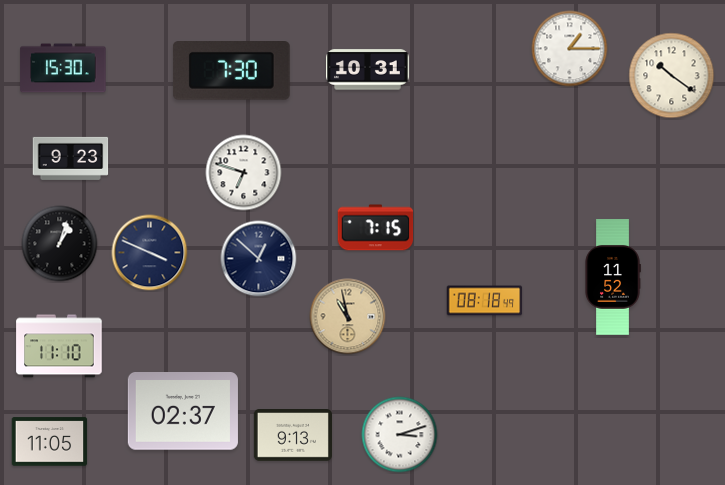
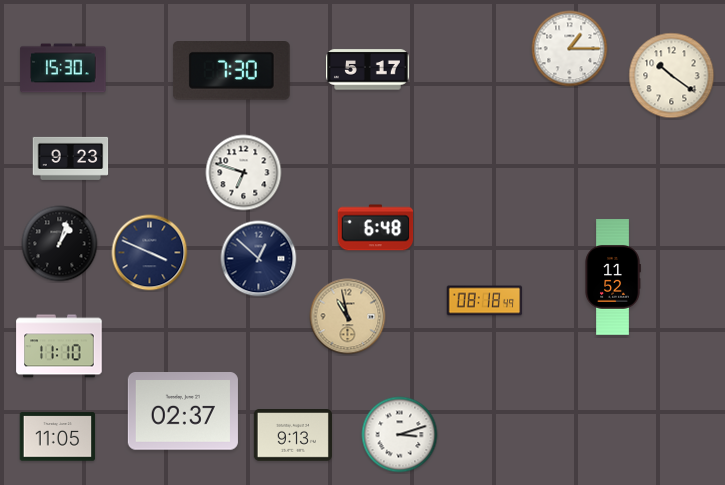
clock at (368, 70): 10:31 -> 5:17
clock at (376, 228): 7:15 -> 6:48
clock at (50, 442) position: (50, 442) -> (58, 437)
